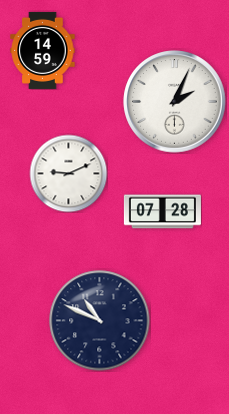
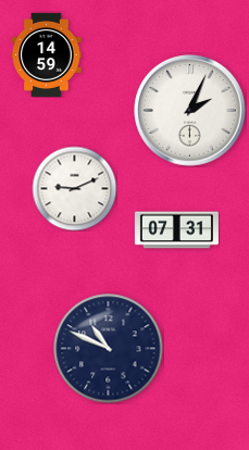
clock at (162, 212): 07:28 -> 07:31
